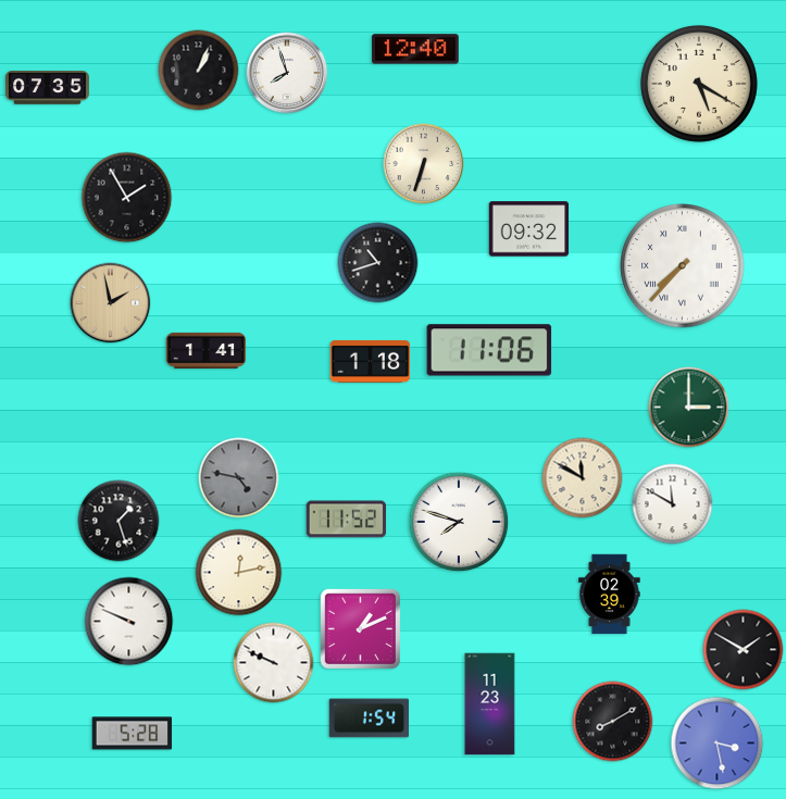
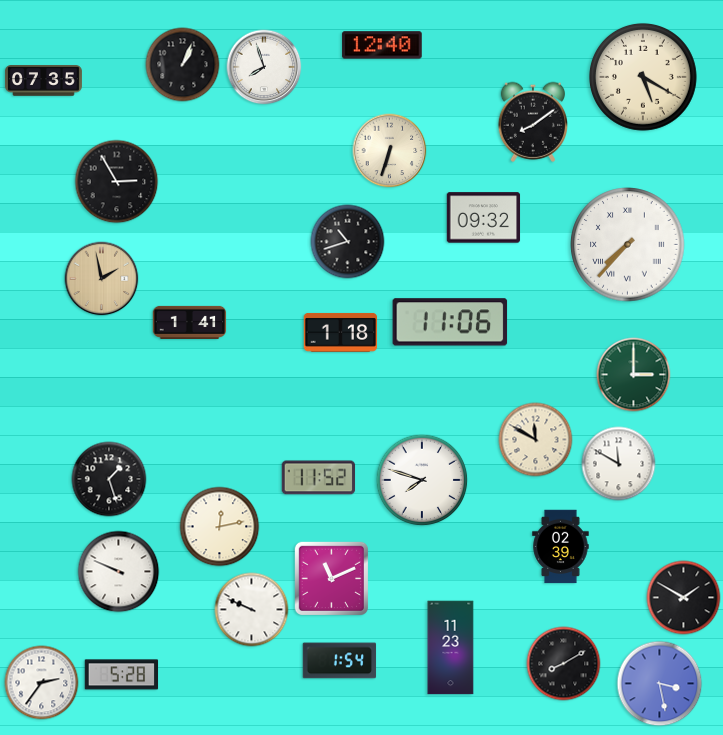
clock at (532, 122): none -> 8:09
clock at (127, 198): 1:55 -> 2:55
clock at (529, 229) position: (529, 229) -> (484, 218)
clock at (239, 478): 4:47 -> none
clock at (360, 628): 1:11 -> 11:11
clock at (42, 683): none -> 2:36
